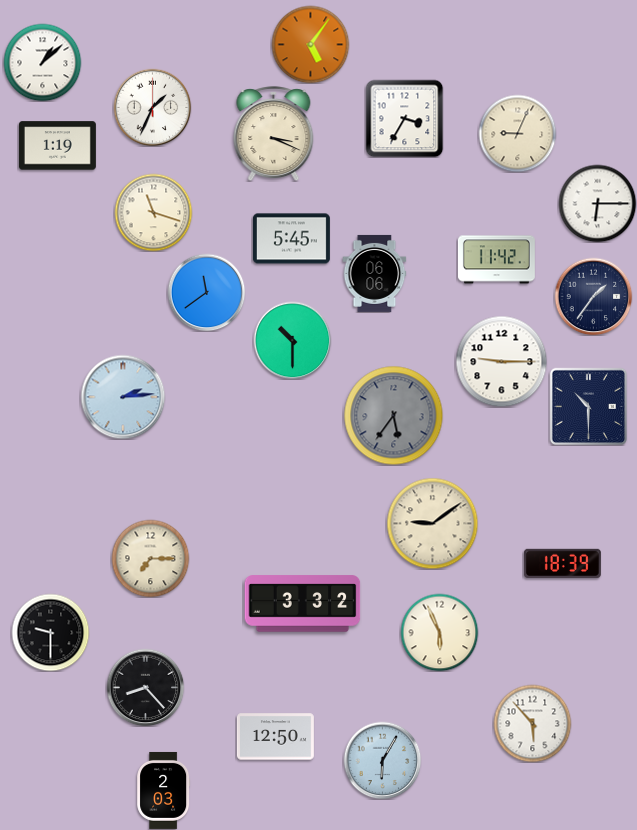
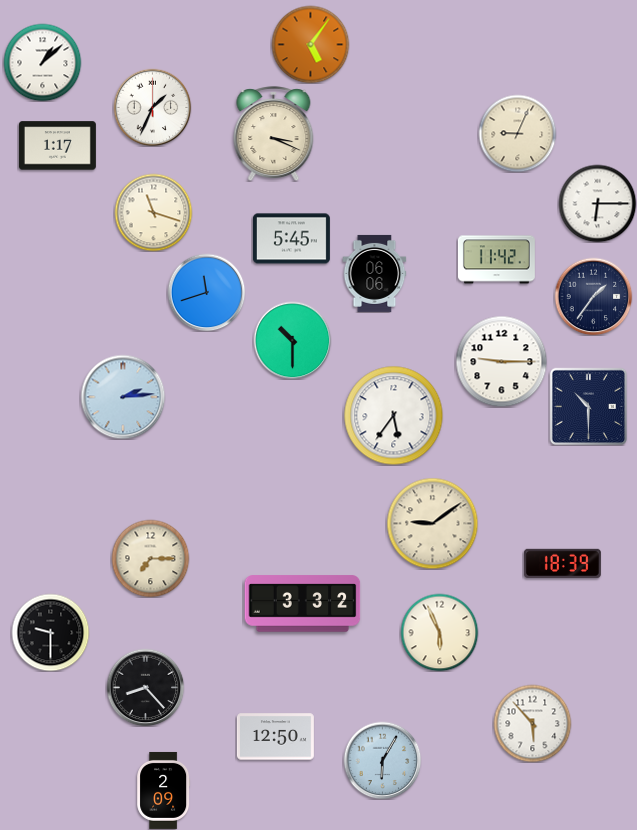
clock at (404, 118): 3:35 -> none
clock at (57, 146): 1:19 -> 1:17
clock at (206, 292): 11:39 -> 11:42
clock at (394, 416) dial: grey -> white
clock at (164, 790): 2:03 -> 2:09
